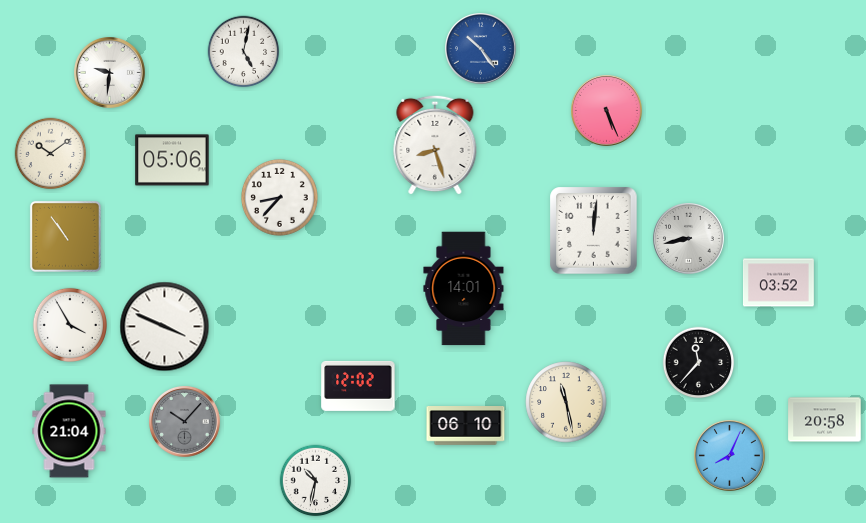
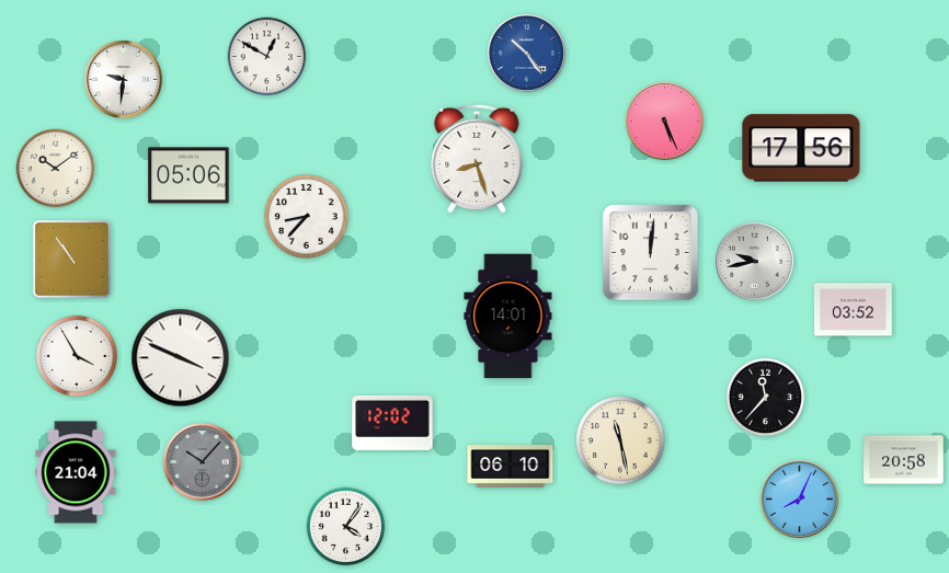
clock at (244, 52): 5:02 -> 12:50
clock at (110, 73) position: (110, 73) -> (124, 80)
clock at (801, 148): none -> 17:56
clock at (689, 239): 8:43 -> 9:43
clock at (316, 481): 10:32 -> 4:06
